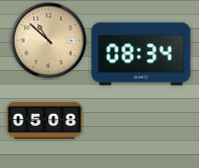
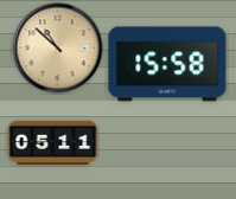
clock at (141, 54): 08:34 -> 15:58
clock at (45, 120): 05:08 -> 05:11
